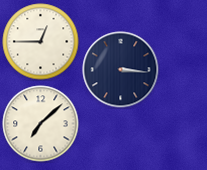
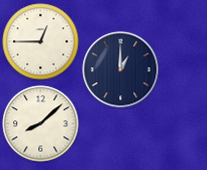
clock at (121, 70): 3:16 -> 1:00
clock at (41, 124): 7:08 -> 8:08
